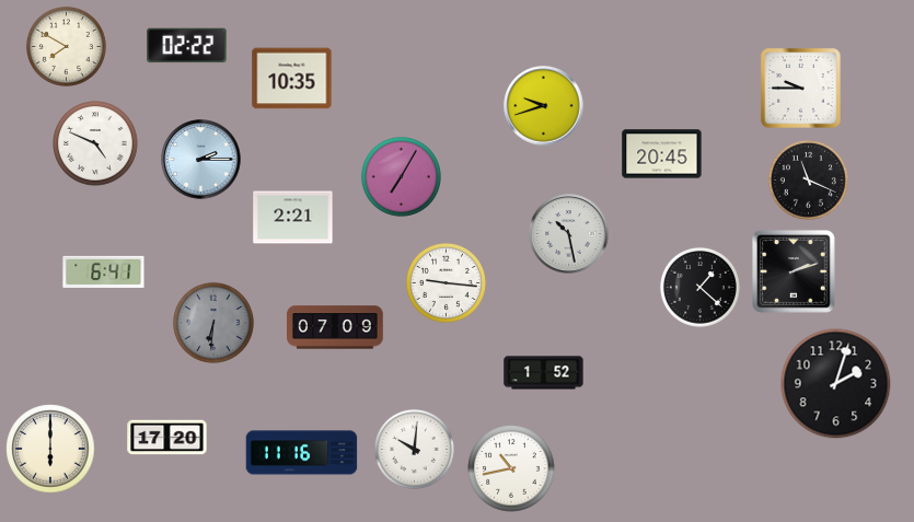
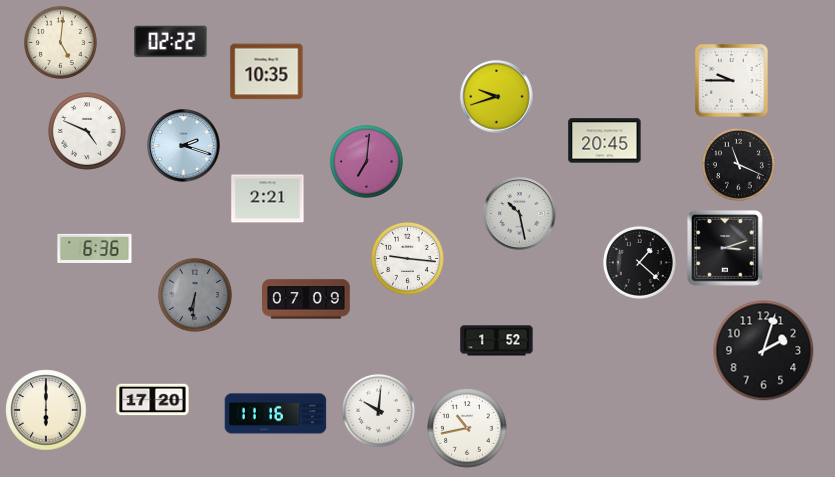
clock at (66, 46): 7:50 -> 5:01
clock at (201, 160): 2:15 -> 2:18
clock at (401, 176): 7:05 -> 7:01
clock at (104, 271): 6:41 -> 6:36
clock at (795, 272): 2:12 -> 3:12
